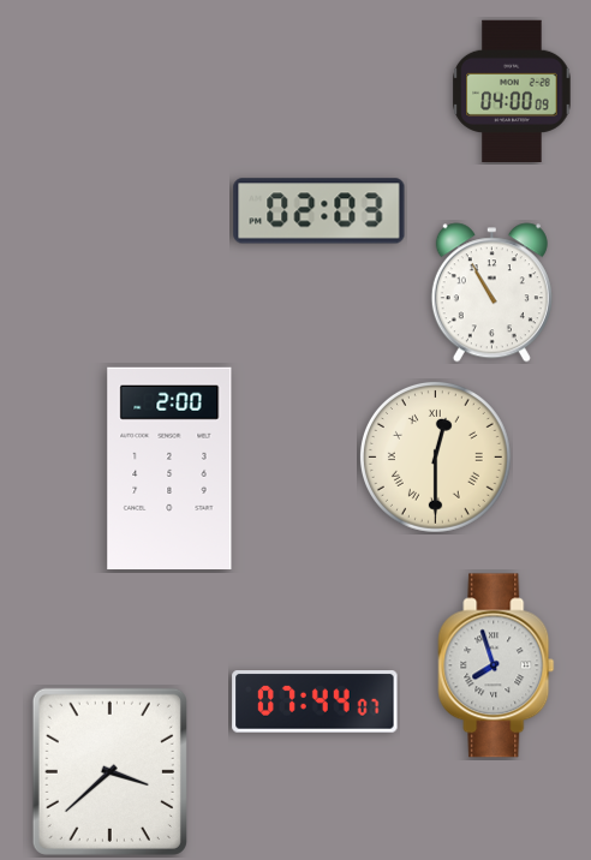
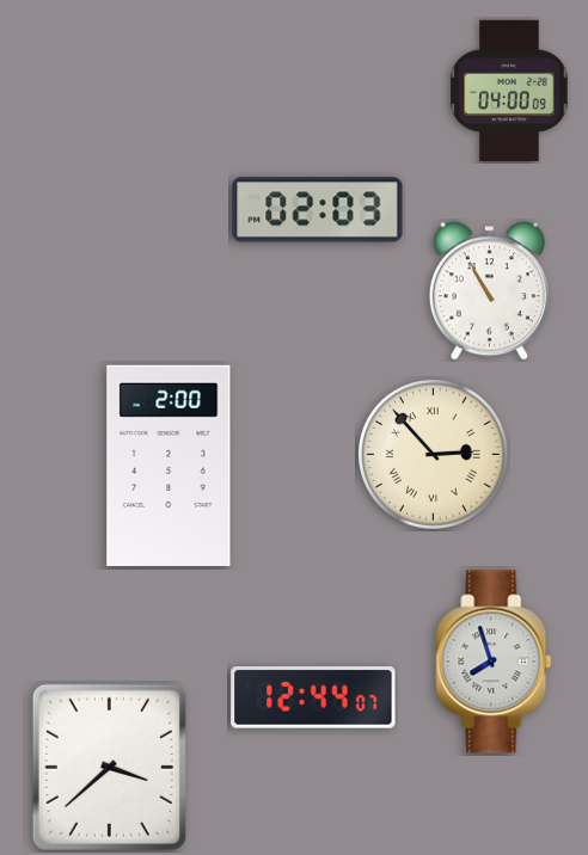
clock at (435, 456): 12:30 -> 2:53
clock at (315, 703): 07:44 -> 12:44
